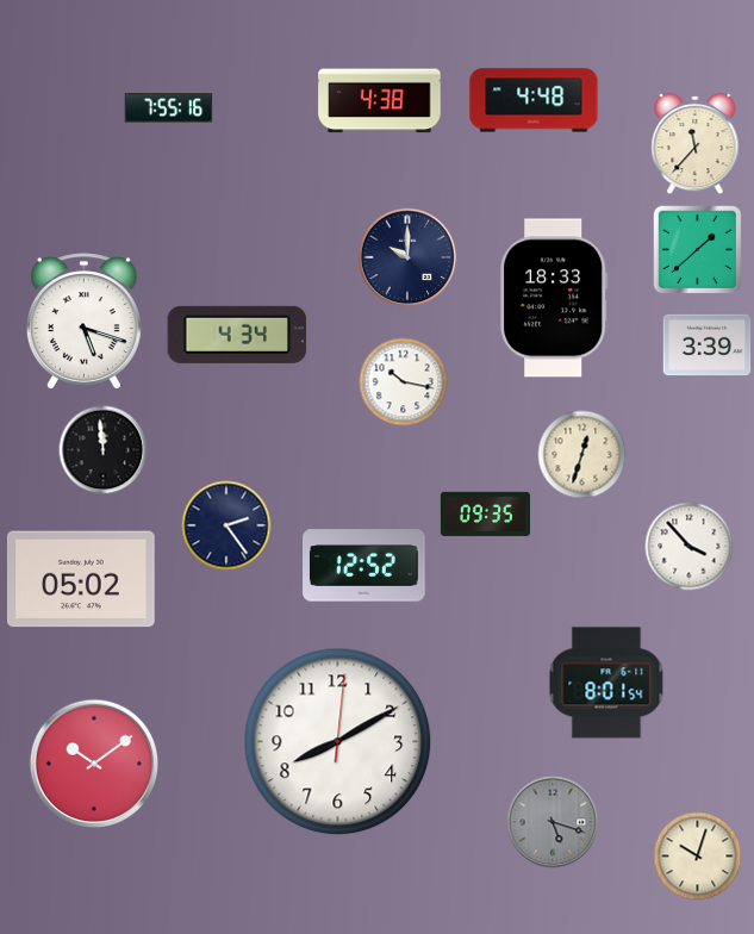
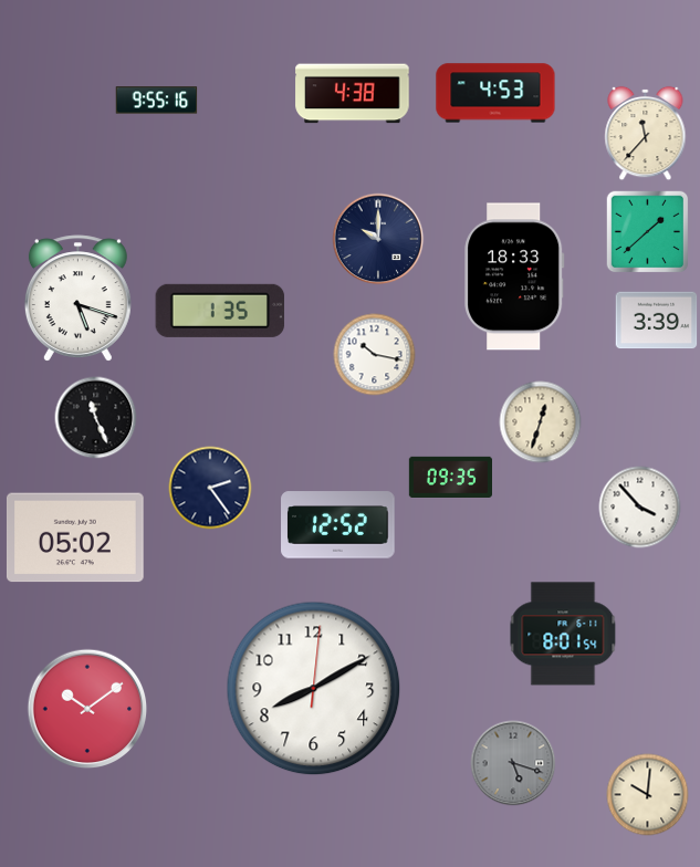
clock at (534, 100): 4:48 -> 4:53
clock at (169, 108): 7:55 -> 9:55
clock at (237, 335): 4:34 -> 1:35
clock at (104, 450): 11:59 -> 11:26
clock at (698, 857): 10:03 -> 10:01
